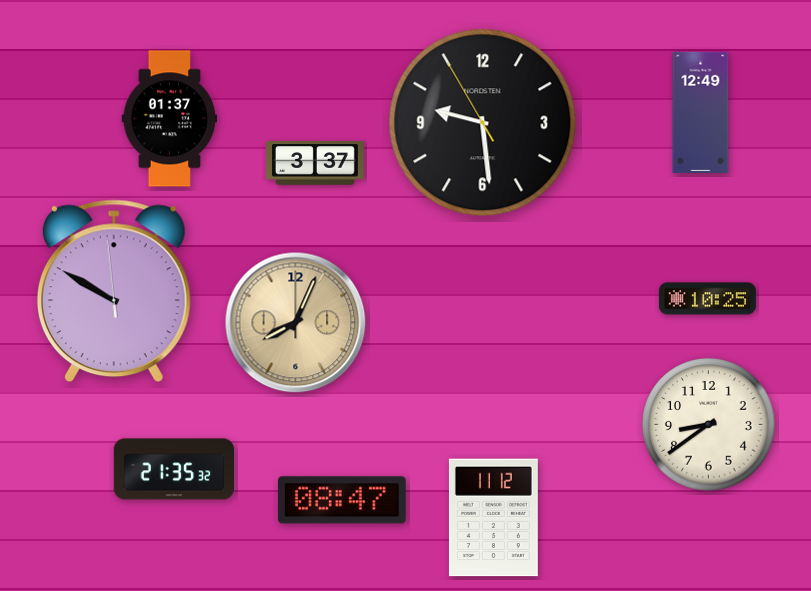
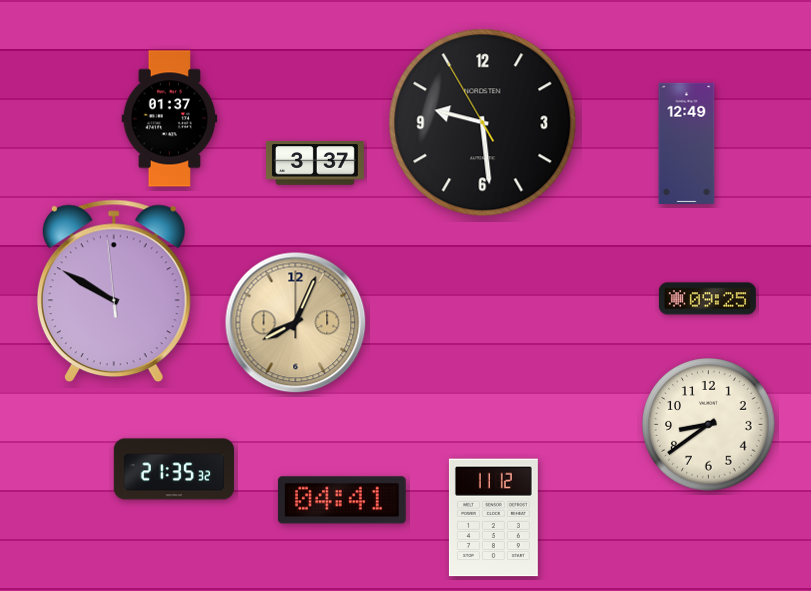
clock at (701, 112) position: (701, 112) -> (687, 143)
clock at (707, 299): 10:25 -> 09:25
clock at (342, 500): 08:47 -> 04:41
